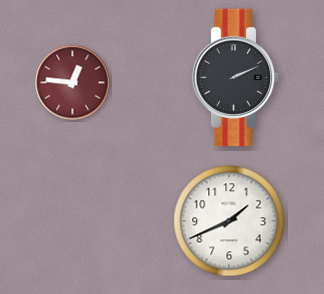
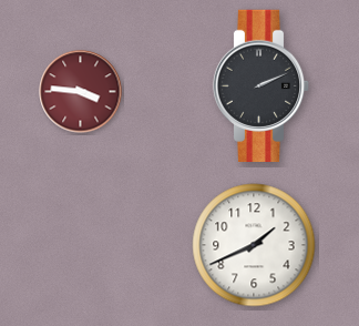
clock at (73, 83): 12:46 -> 3:46
